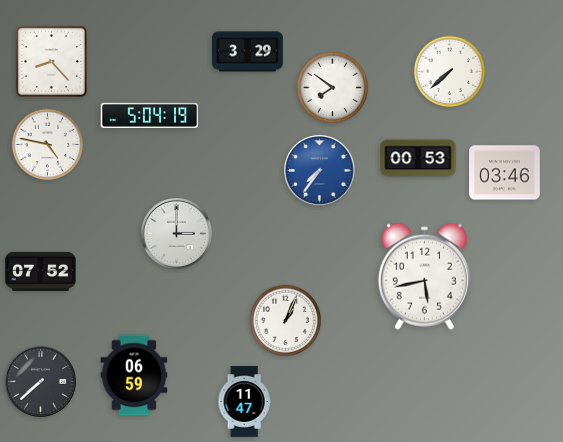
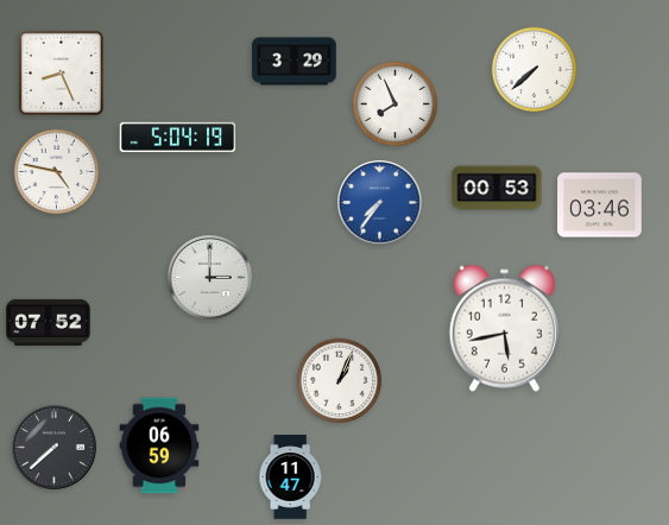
clock at (51, 61): 8:23 -> 8:26
clock at (450, 72) position: (450, 72) -> (535, 70)
clock at (333, 88): 7:51 -> 7:56
clock at (41, 382) position: (41, 382) -> (55, 448)
